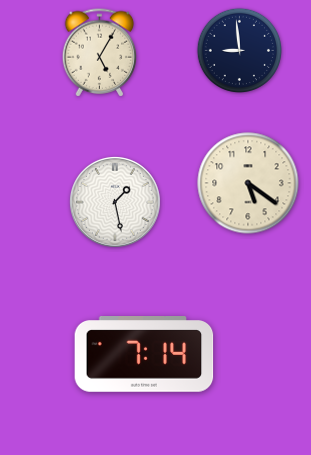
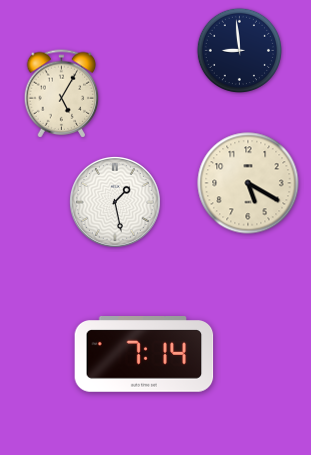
clock at (100, 53) position: (100, 53) -> (62, 94)
clock at (248, 183): 5:21 -> 5:20
